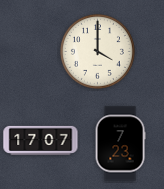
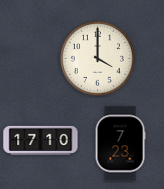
clock at (97, 51) position: (97, 51) -> (97, 58)
clock at (41, 140): 17:07 -> 17:10
